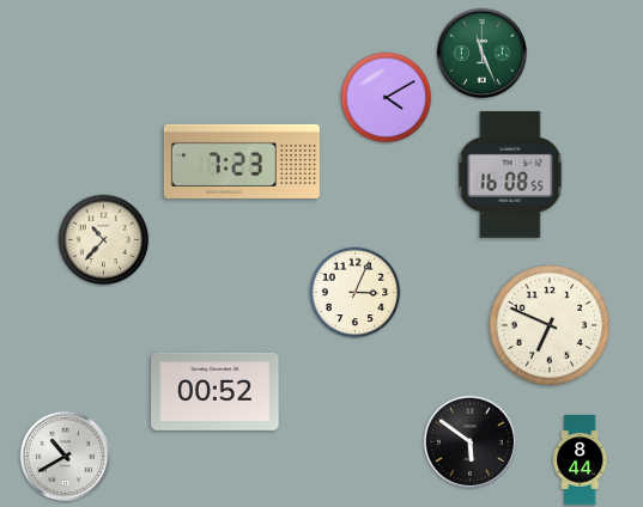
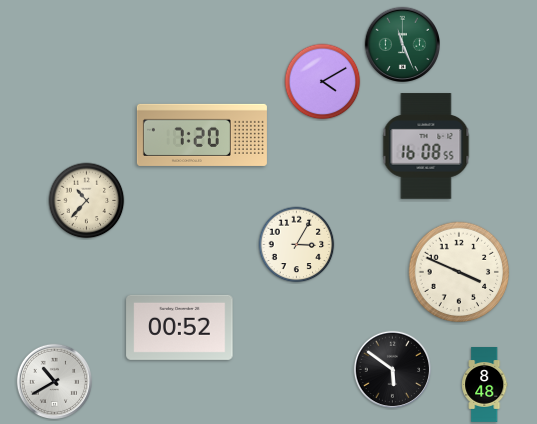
clock at (242, 161): 7:23 -> 7:20
clock at (356, 293): 3:04 -> 3:05
clock at (550, 325): 6:49 -> 3:49
clock at (581, 460): 8:44 -> 8:48
